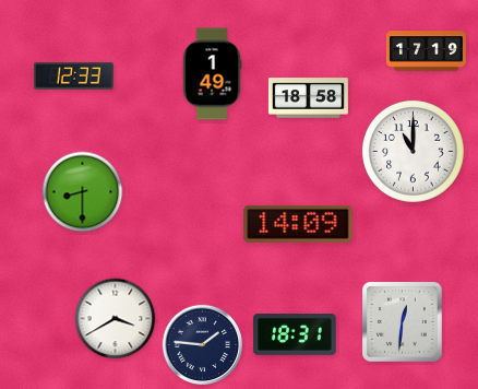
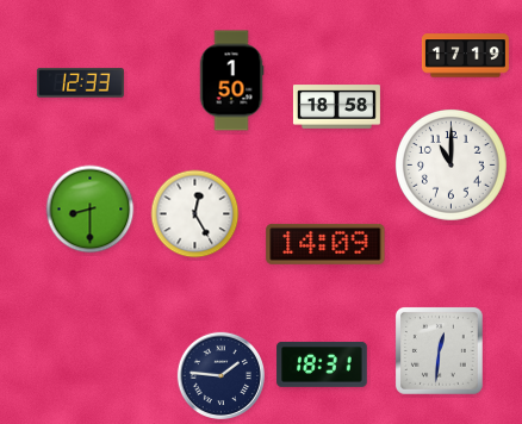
clock at (212, 74): 1:49 -> 1:50
clock at (195, 214): none -> 12:25
clock at (116, 319): 3:40 -> none
